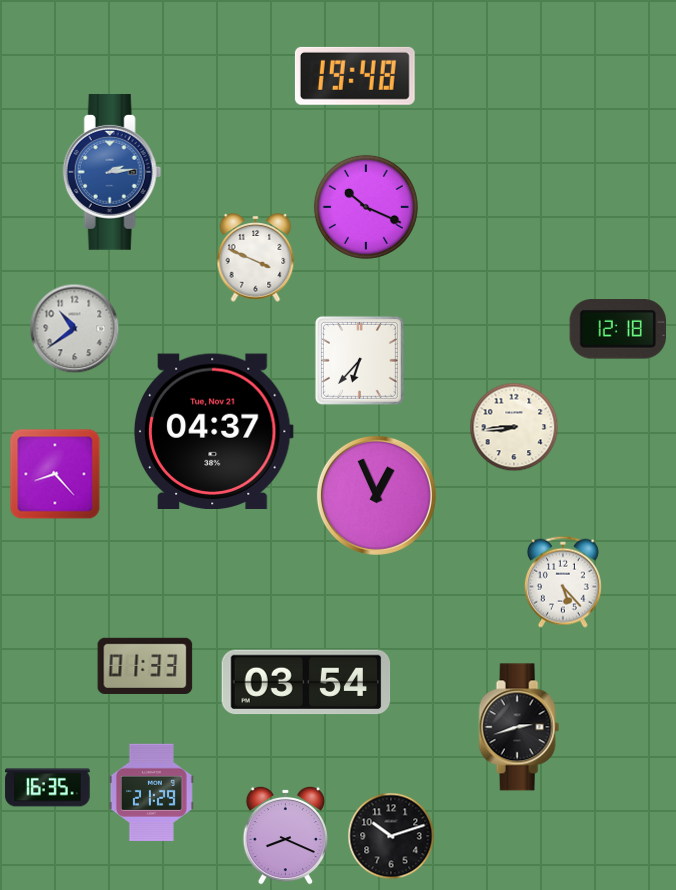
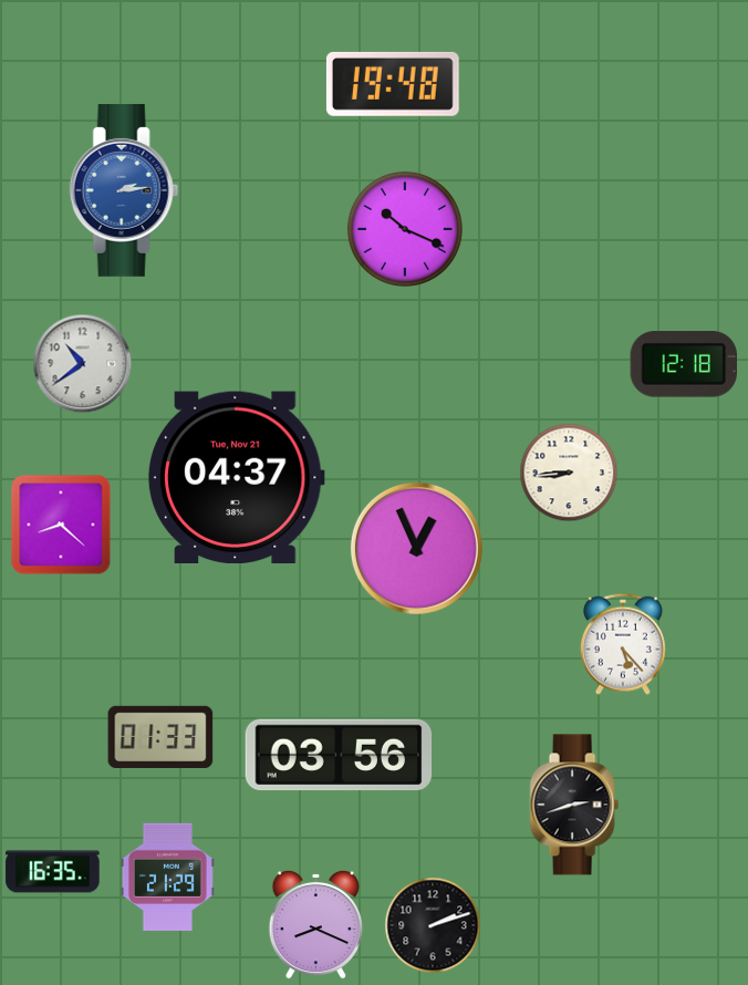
clock at (256, 258): 3:49 -> none
clock at (359, 360): 6:37 -> none
clock at (55, 474): 8:23 -> 8:22
clock at (306, 682): 03:54 -> 03:56
clock at (391, 836): 10:12 -> 2:12
